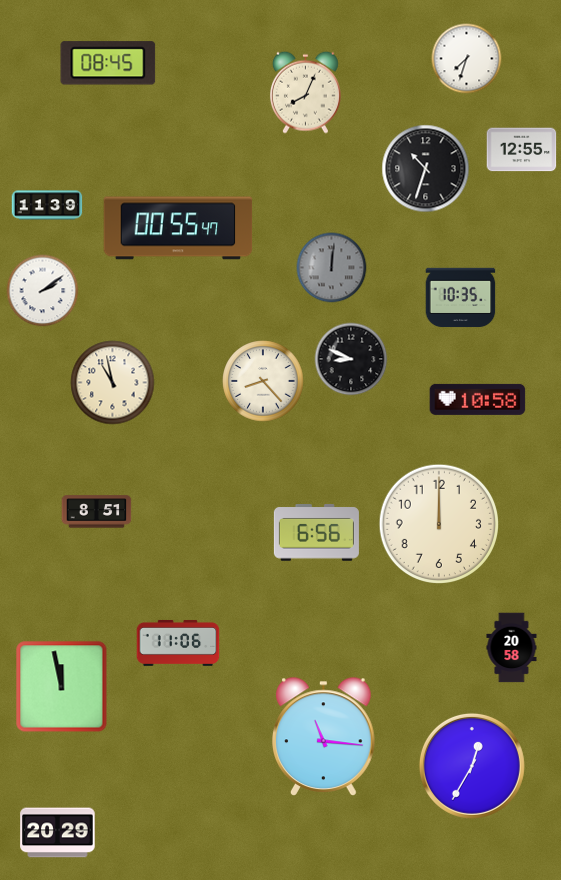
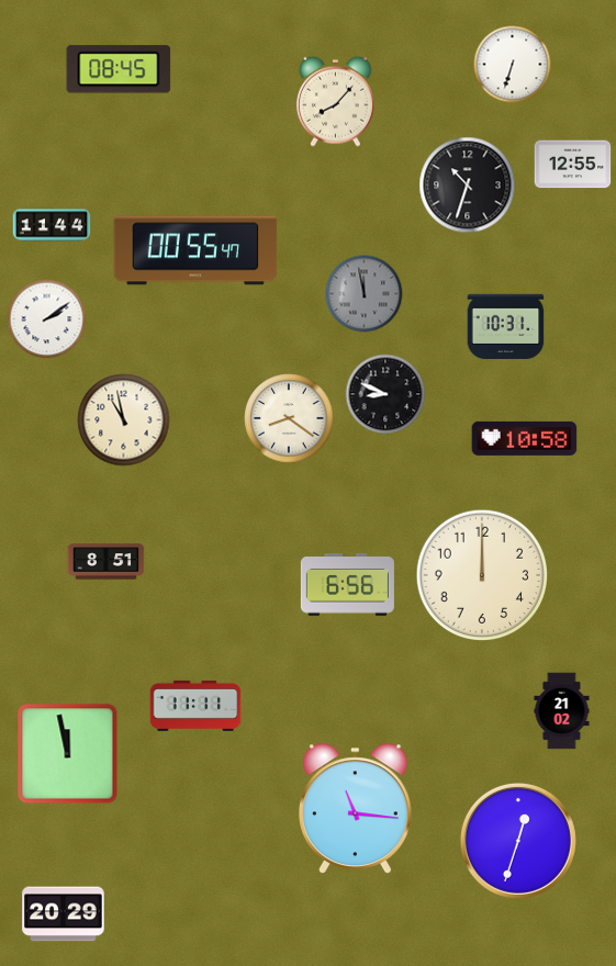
clock at (467, 59): 7:33 -> 6:33
clock at (305, 92): 8:04 -> 8:07
clock at (47, 205): 11:39 -> 11:44
clock at (332, 268): 12:01 -> 11:58
clock at (461, 298): 10:35 -> 10:31
clock at (263, 381): 8:23 -> 8:21
clock at (178, 643): 11:06 -> 11:11
clock at (512, 648): 20:58 -> 21:02
clock at (472, 766): 12:35 -> 12:33
